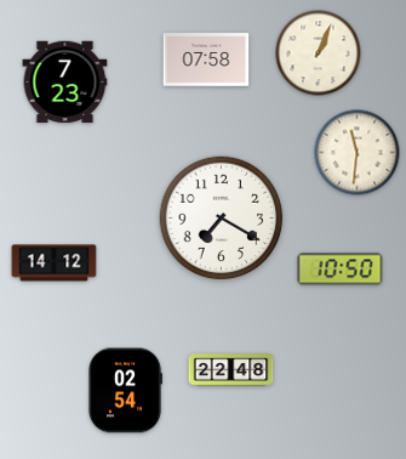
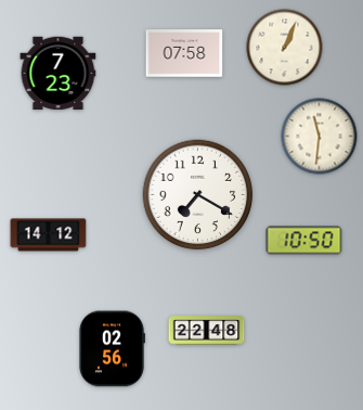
clock at (125, 391): 02:54 -> 02:56
